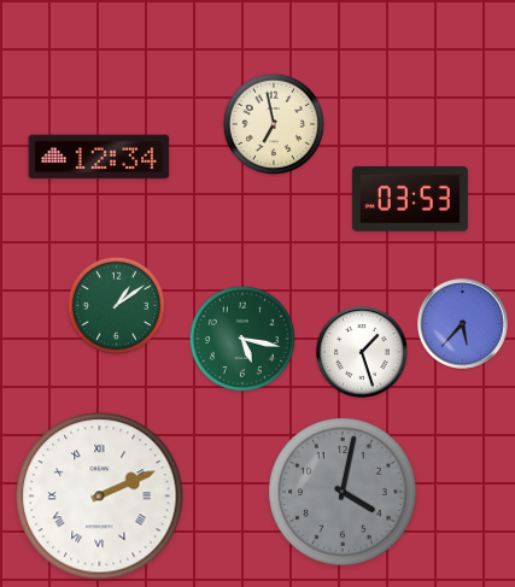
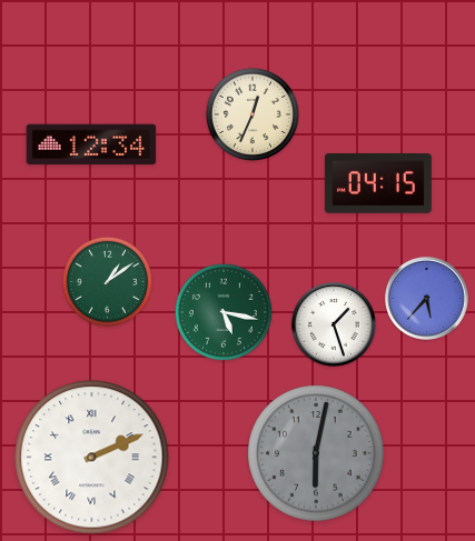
clock at (274, 124): 6:58 -> 12:34
clock at (410, 200): 03:53 -> 04:15
clock at (343, 492): 4:02 -> 6:02
